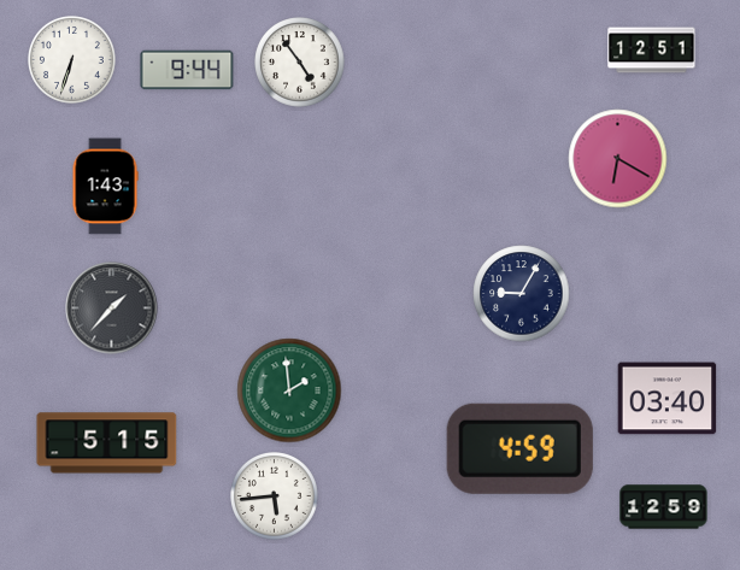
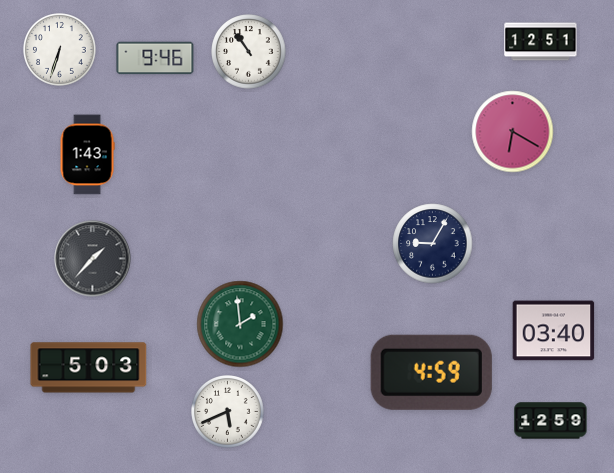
clock at (300, 63): 4:54 -> 10:54
clock at (187, 70): 9:44 -> 9:46
clock at (112, 308) position: (112, 308) -> (93, 259)
clock at (107, 443): 5:15 -> 5:03
clock at (275, 496): 5:44 -> 5:41
